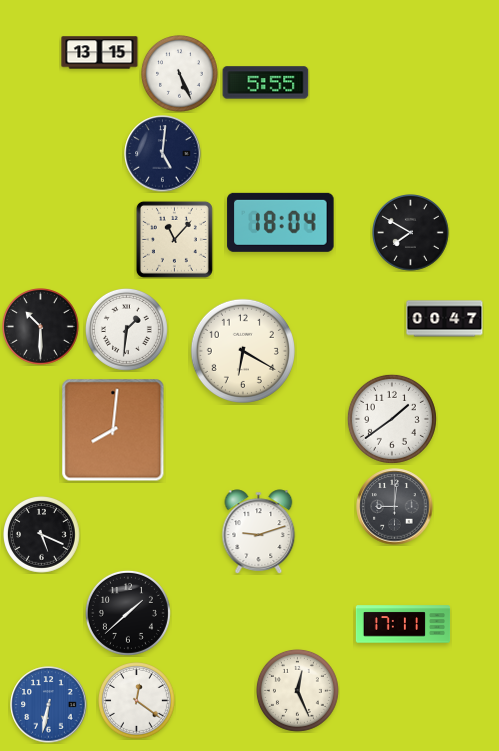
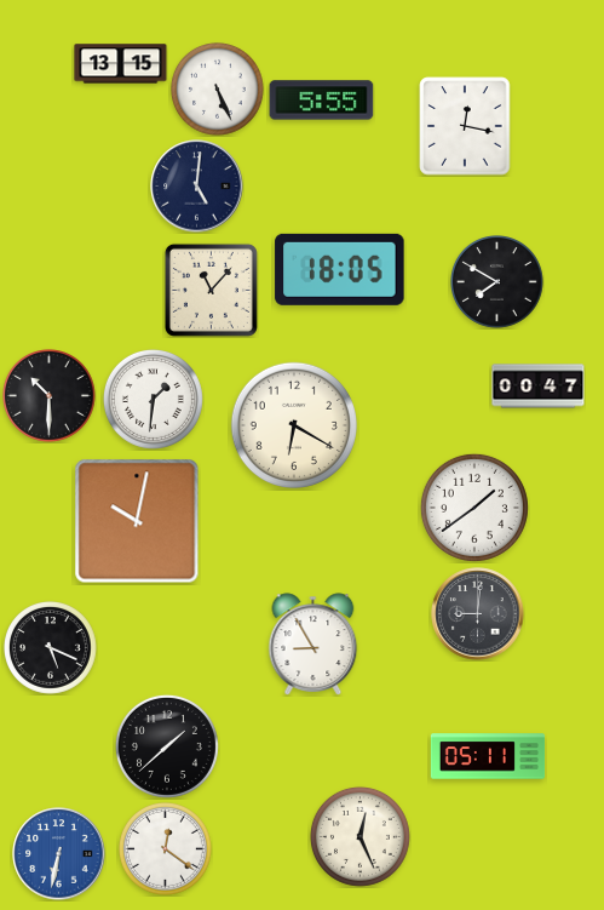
clock at (465, 126): none -> 12:17
clock at (281, 222): 18:04 -> 18:05
clock at (113, 430): 8:01 -> 10:02
clock at (259, 532): 9:12 -> 8:55
clock at (128, 613) position: (128, 613) -> (167, 746)
clock at (403, 624): 17:11 -> 05:11
